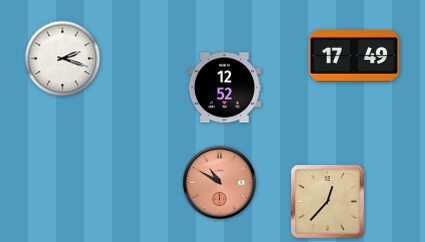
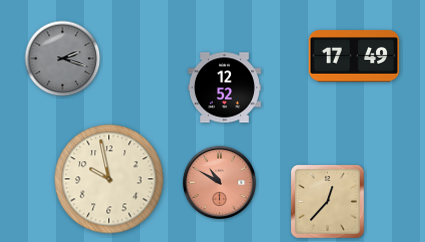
clock at (63, 59) dial: white -> grey
clock at (109, 179): none -> 9:58
